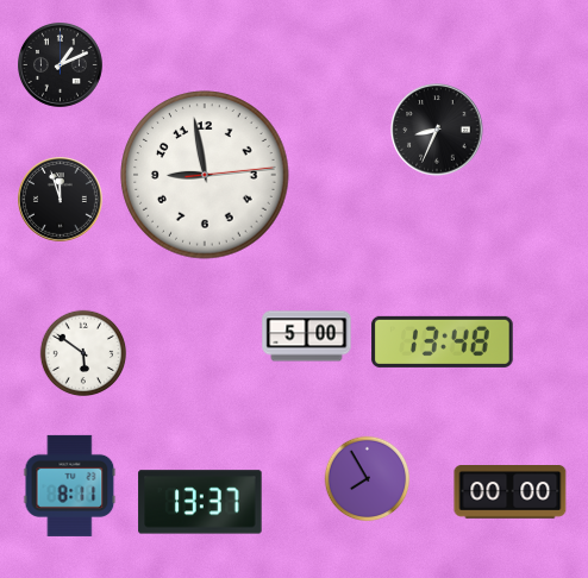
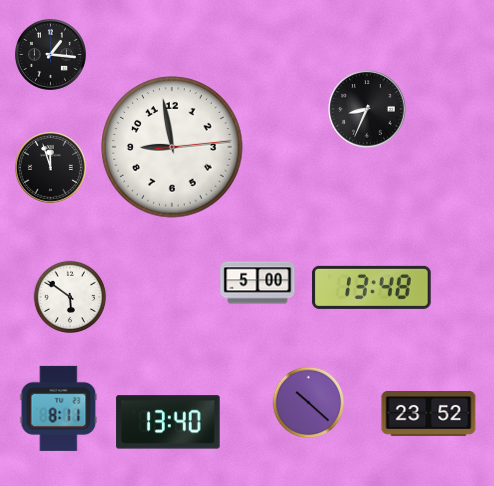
clock at (61, 65): 1:11 -> 1:16
clock at (368, 479): 7:55 -> 10:22
clock at (511, 492): 00:00 -> 23:52
clock at (200, 502): 13:37 -> 13:40
